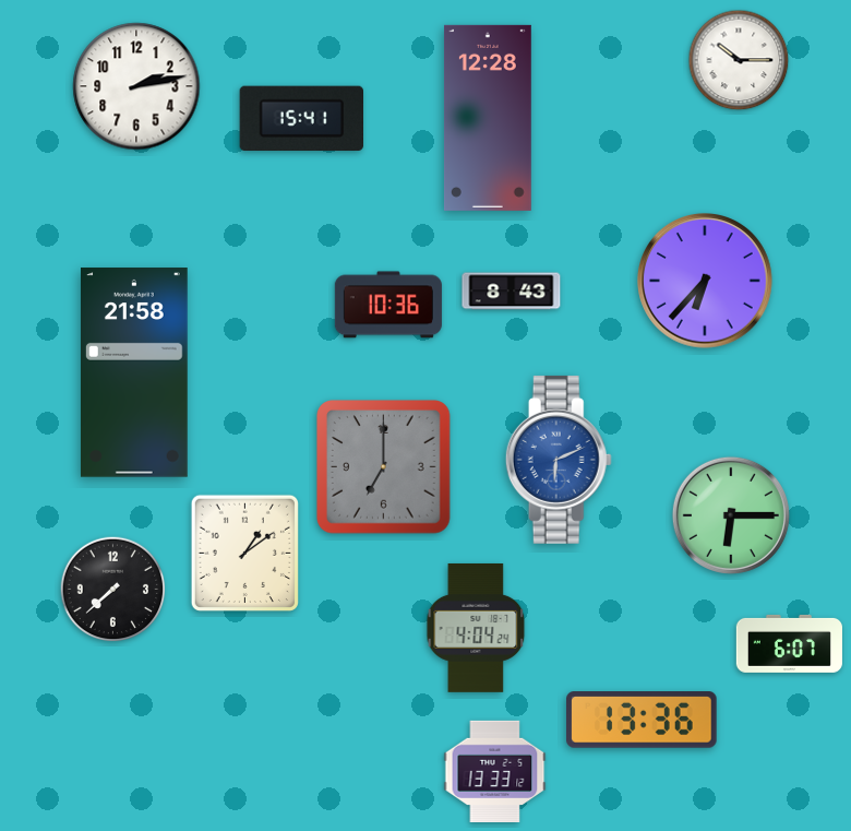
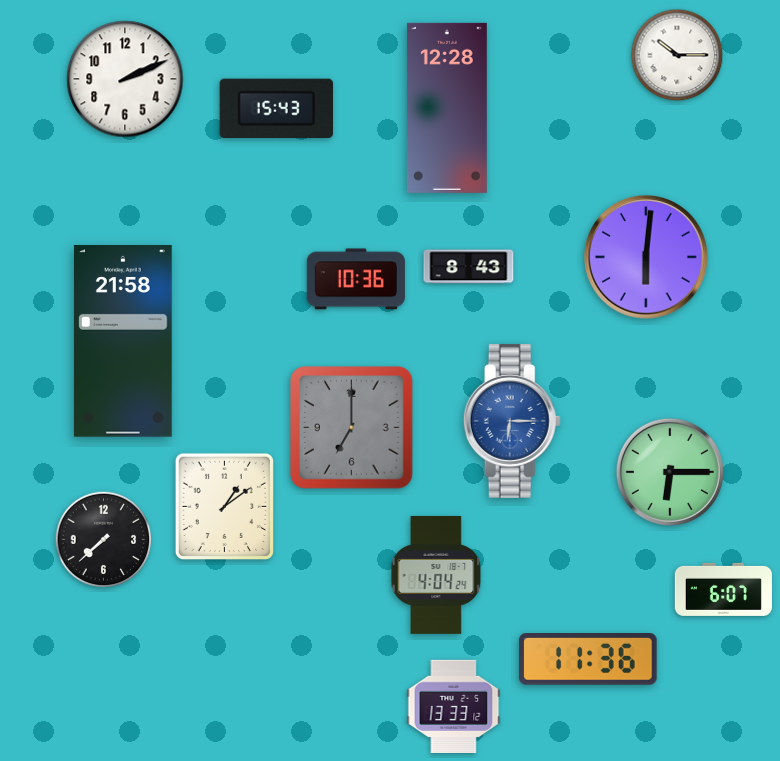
clock at (136, 86): 2:13 -> 2:11
clock at (301, 118): 15:41 -> 15:43
clock at (705, 282): 6:37 -> 6:01
clock at (559, 460): 6:11 -> 6:15
clock at (642, 721): 13:36 -> 11:36
